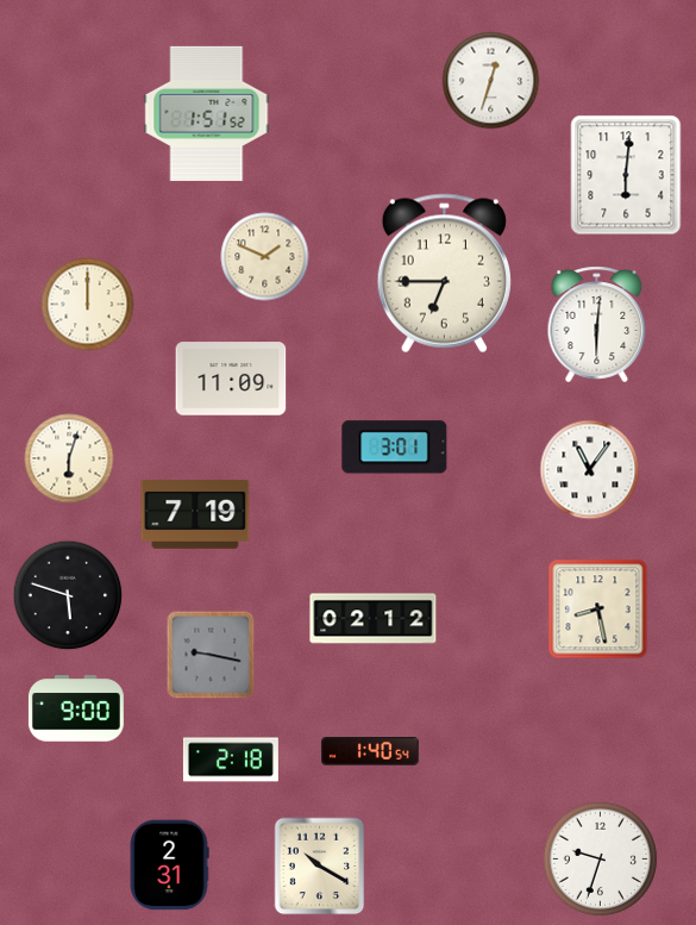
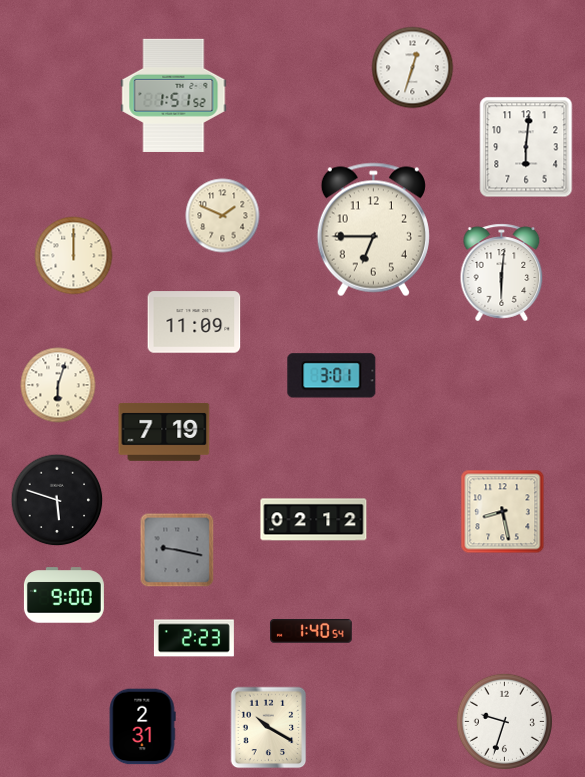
clock at (231, 379) position: (231, 379) -> (194, 322)
clock at (590, 470): 11:06 -> none
clock at (231, 760): 2:18 -> 2:23
